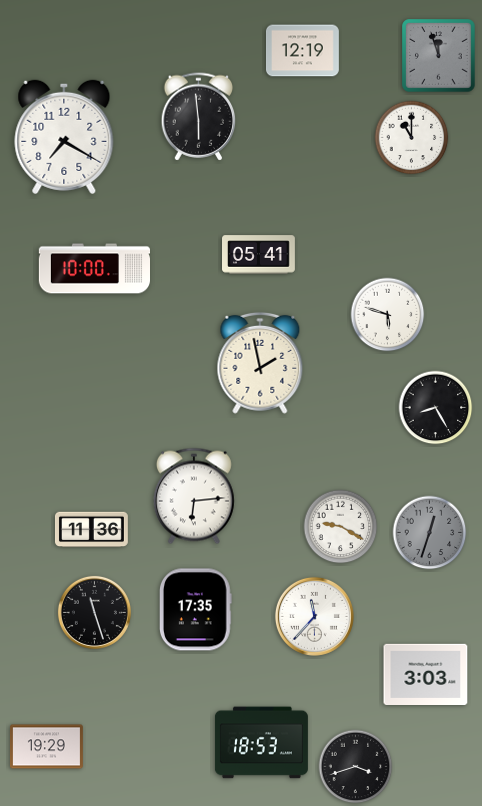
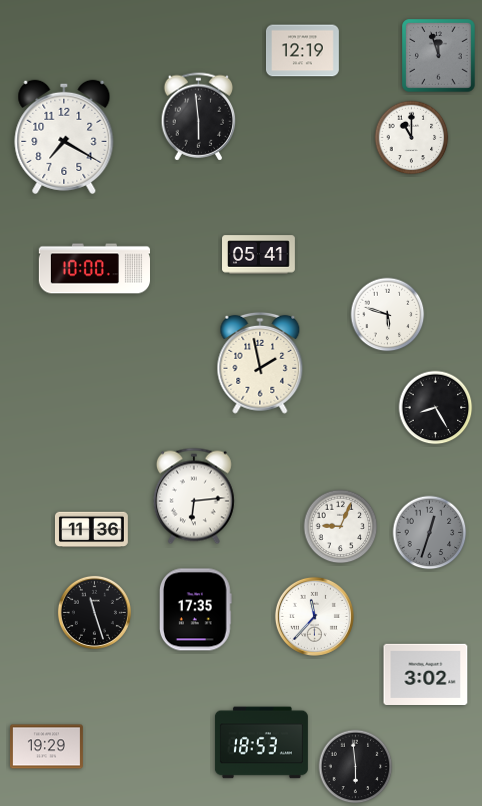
clock at (341, 527): 9:20 -> 9:04
clock at (426, 674): 3:03 -> 3:02
clock at (356, 767): 3:42 -> 5:59
